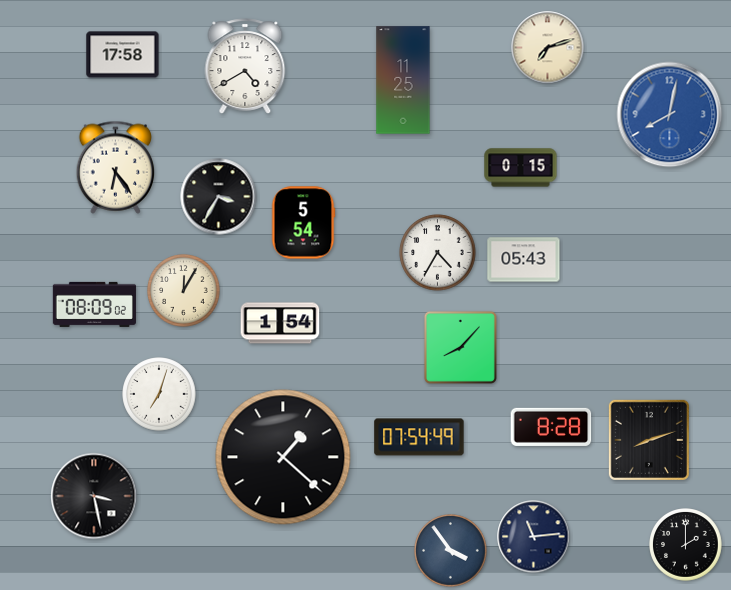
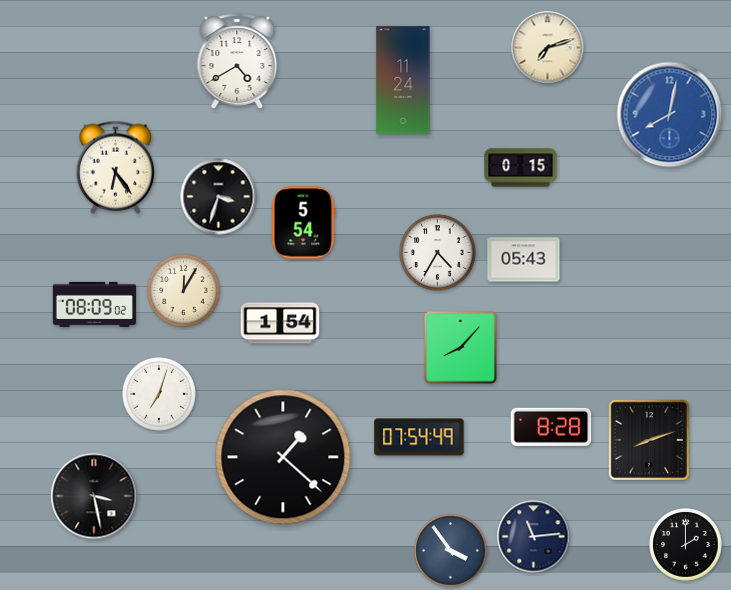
clock at (123, 55): 17:58 -> none
clock at (245, 66) position: (245, 66) -> (237, 61)
clock at (403, 80): 11:25 -> 11:24
clock at (219, 197): 3:35 -> 3:33
